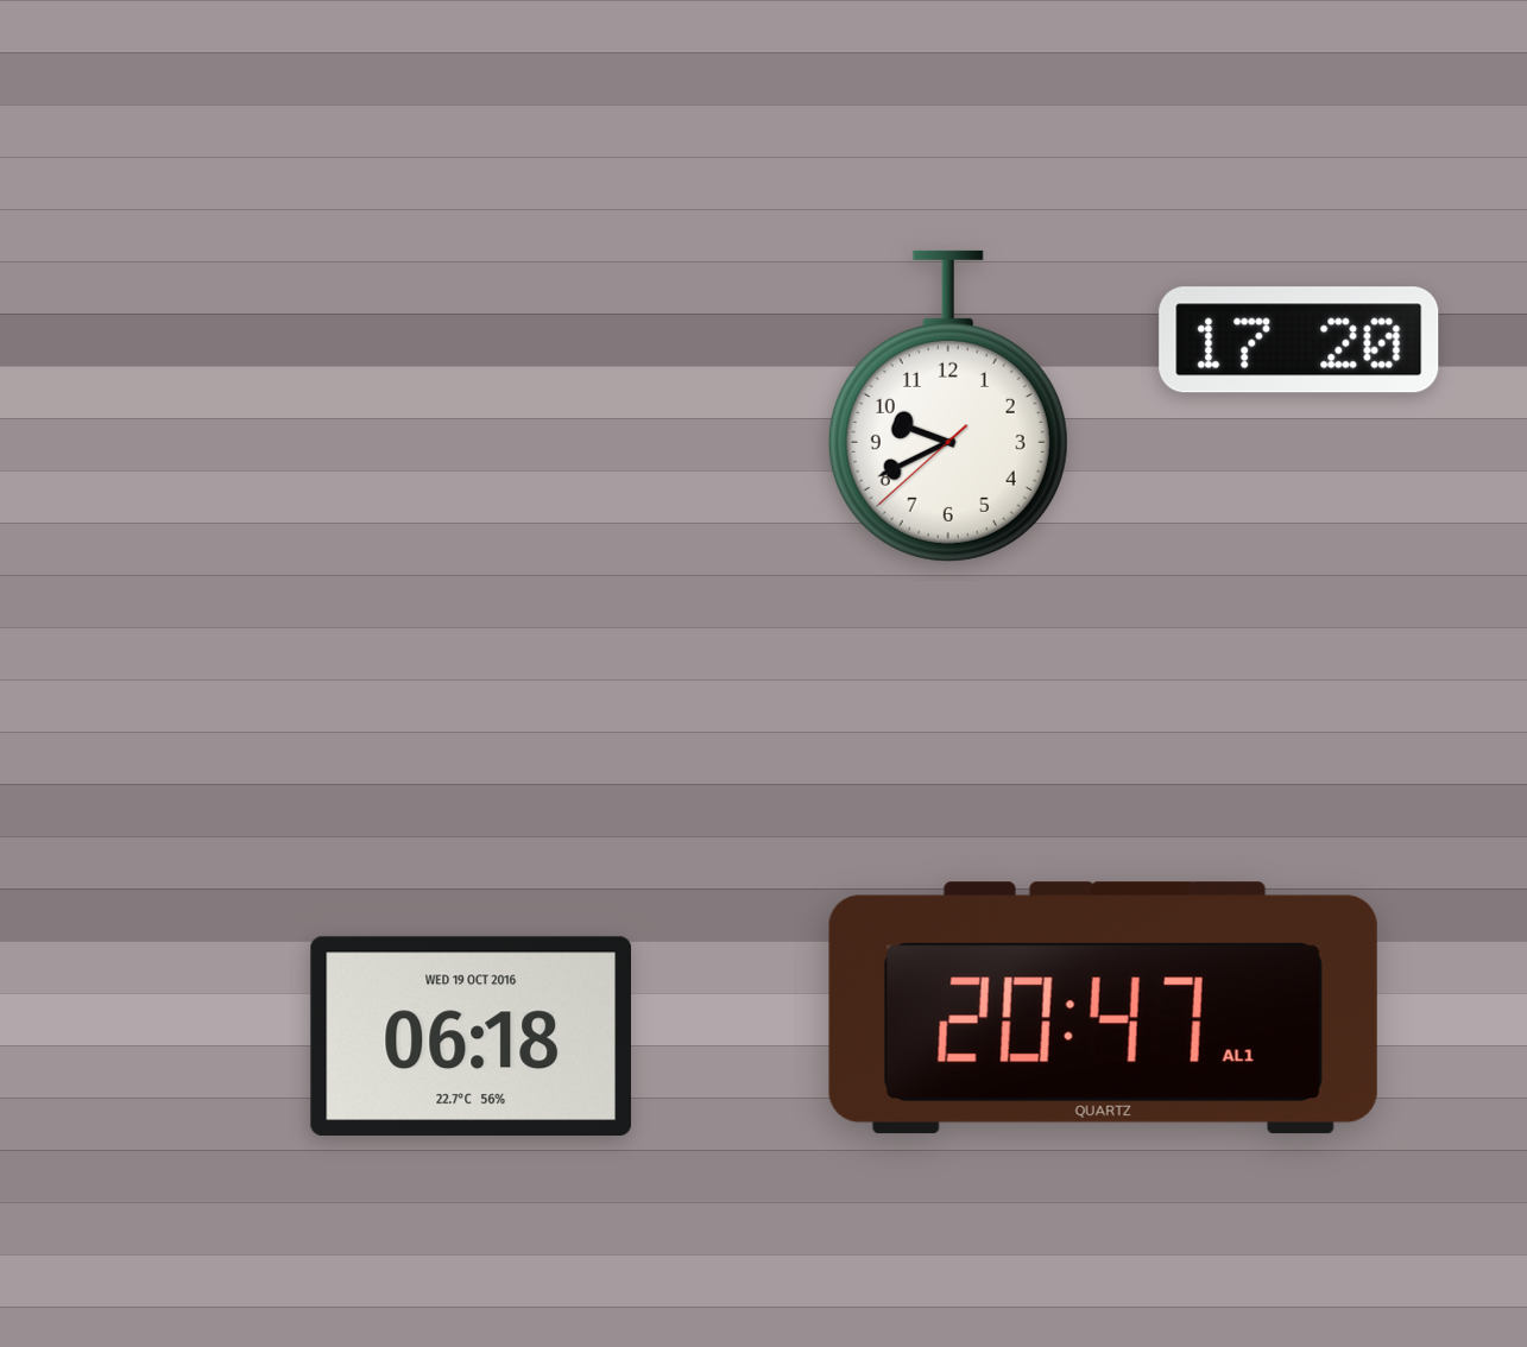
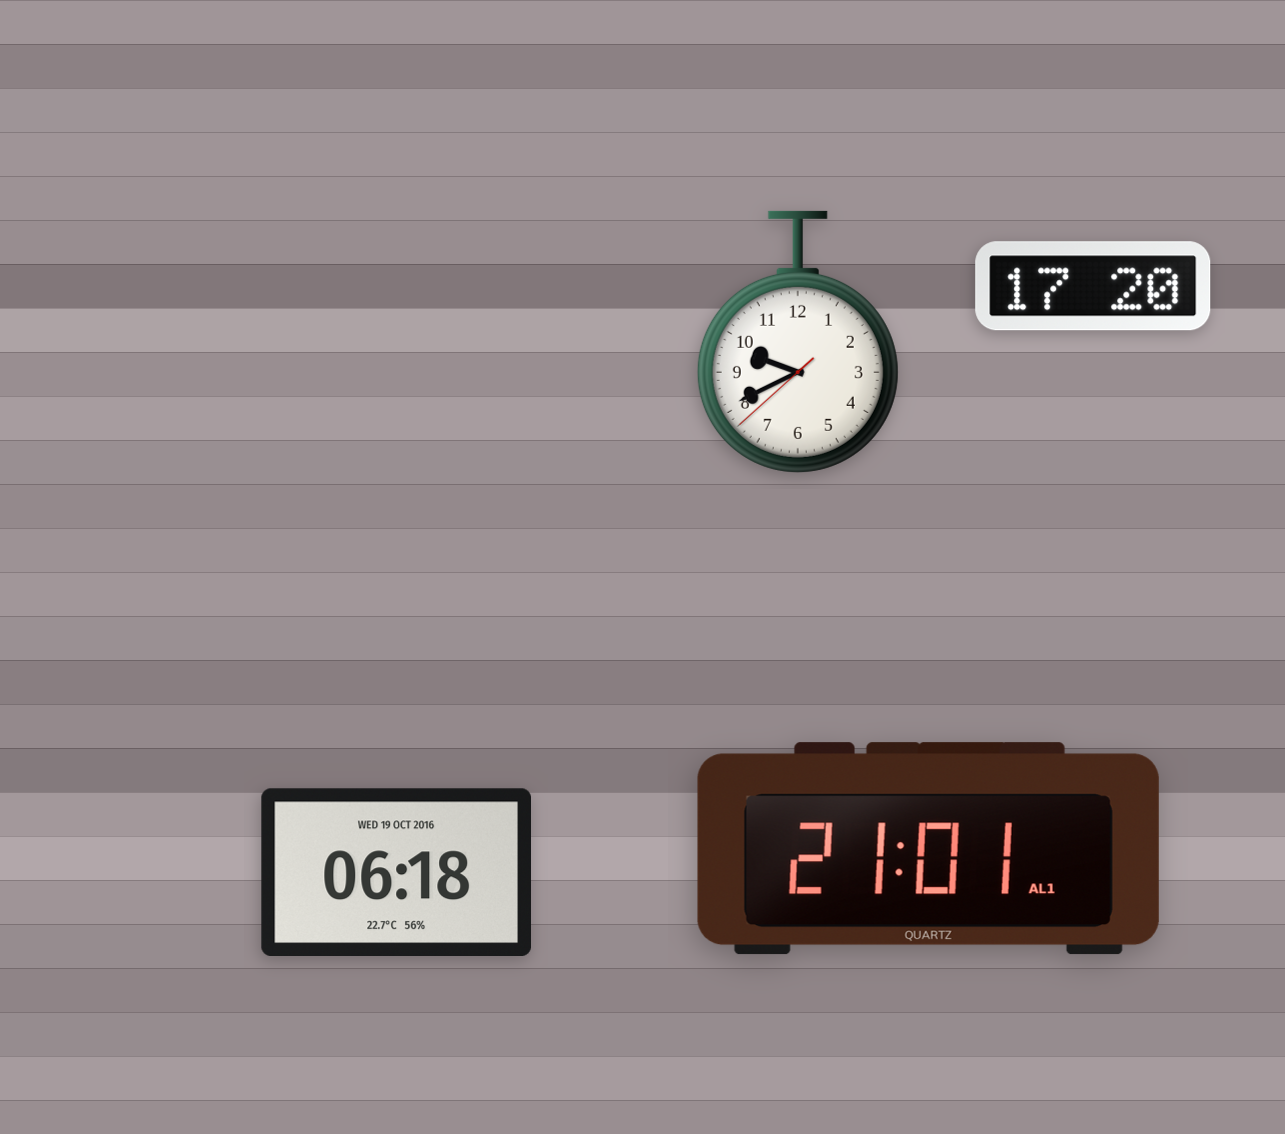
clock at (1103, 1008): 20:47 -> 21:01
